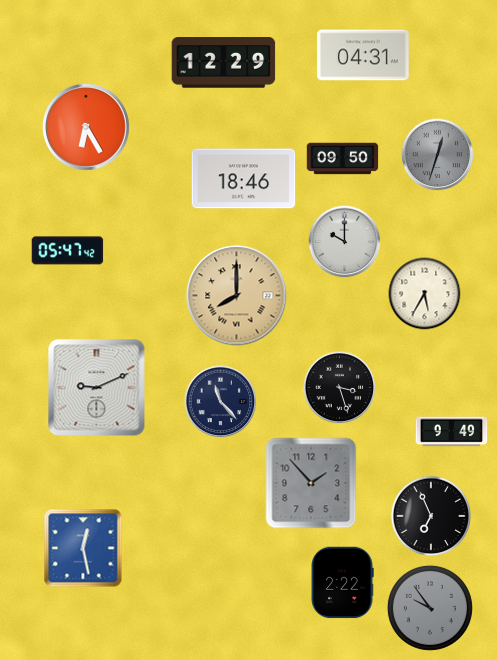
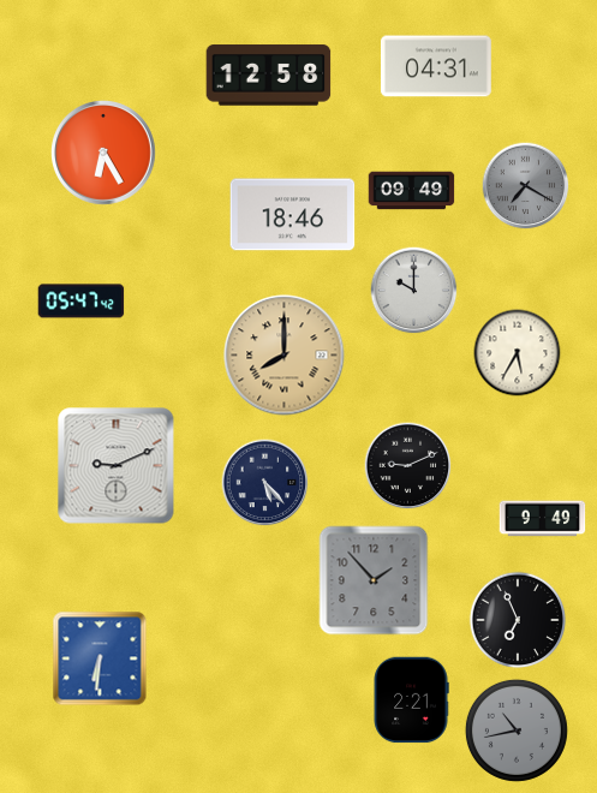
clock at (224, 63): 12:29 -> 12:58
clock at (438, 155): 12:33 -> 7:20
clock at (343, 159): 09:50 -> 09:49
clock at (425, 294) position: (425, 294) -> (518, 353)
clock at (340, 388): 3:27 -> 9:11
clock at (221, 402): 11:23 -> 5:23
clock at (83, 548): 12:28 -> 6:31
clock at (342, 583): 2:22 -> 2:21
clock at (430, 608): 9:54 -> 10:43
